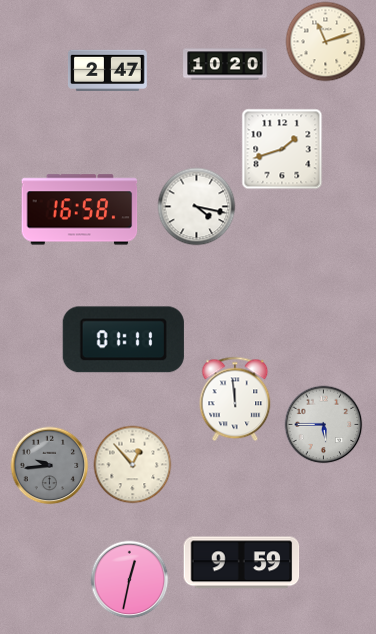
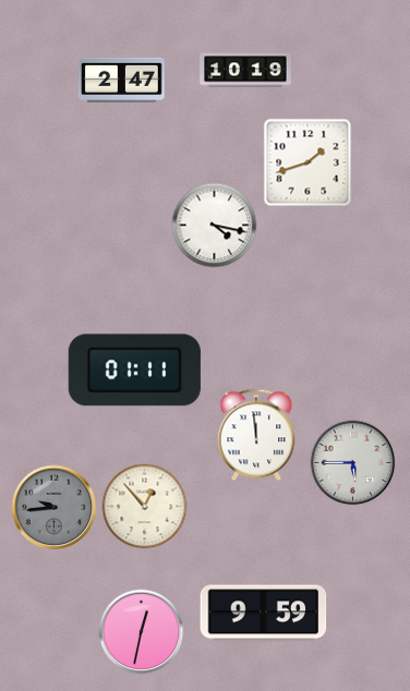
clock at (325, 41): 11:12 -> none
clock at (225, 64): 10:20 -> 10:19
clock at (108, 70) position: (108, 70) -> (122, 80)
clock at (80, 210): 16:58 -> none
